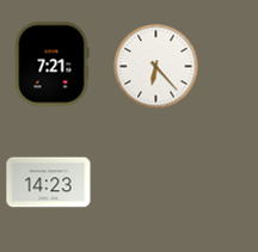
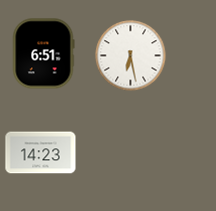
clock at (51, 64): 7:21 -> 6:51
clock at (156, 67): 6:23 -> 6:28
